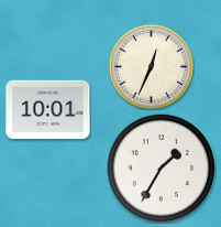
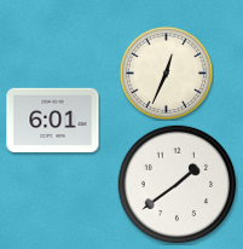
clock at (48, 110): 10:01 -> 6:01
clock at (162, 169): 1:35 -> 1:39
